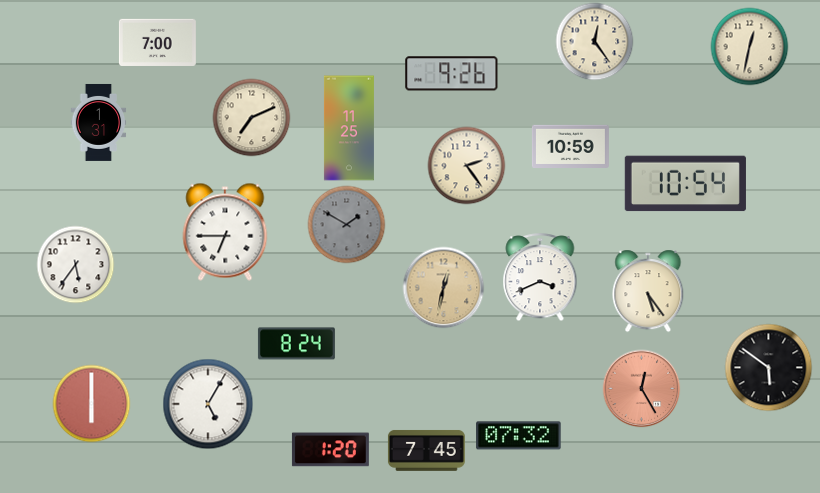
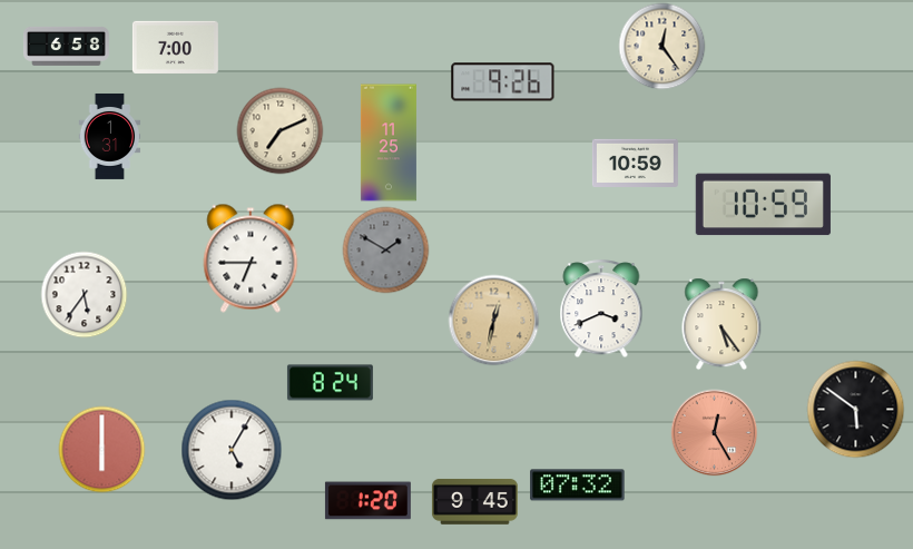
clock at (66, 46): none -> 6:58
clock at (749, 46): 12:32 -> none
clock at (466, 165): 2:24 -> none
clock at (685, 184): 10:54 -> 10:59
clock at (426, 450): 7:45 -> 9:45
